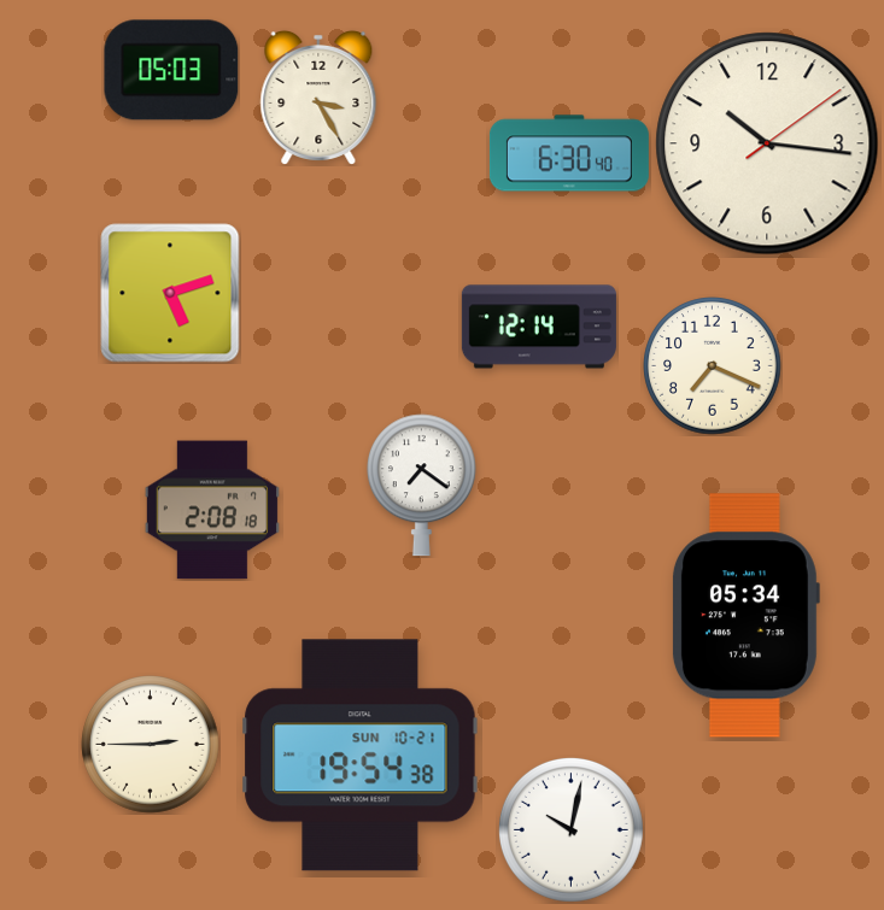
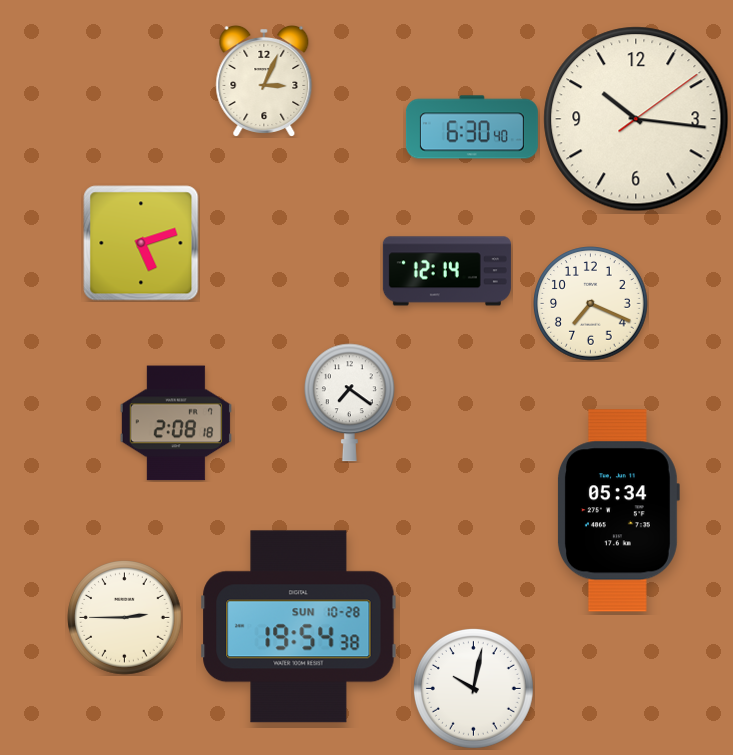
clock at (171, 70): 05:03 -> none
clock at (318, 98): 3:25 -> 3:04
clock at (361, 756) date: SUN 10-21 -> SUN 10-28
